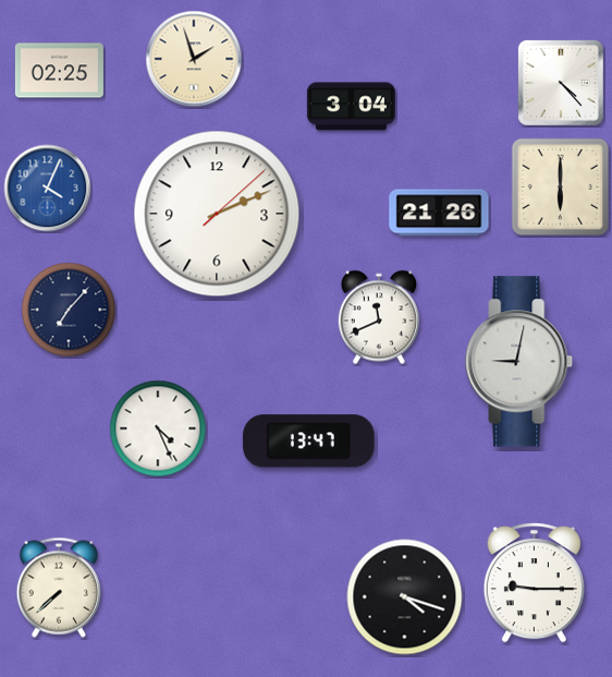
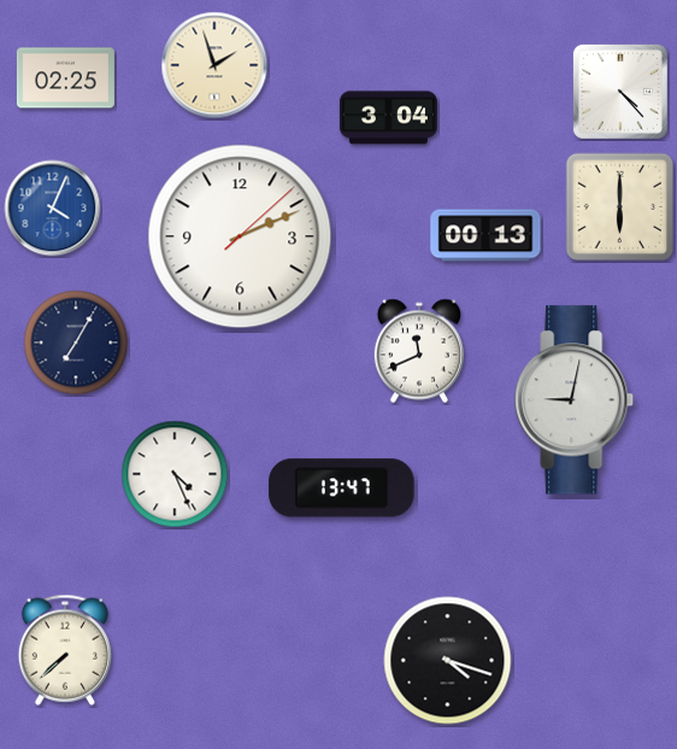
clock at (439, 213): 21:26 -> 00:13
clock at (69, 310): 7:07 -> 7:05
clock at (534, 583): 9:15 -> none
